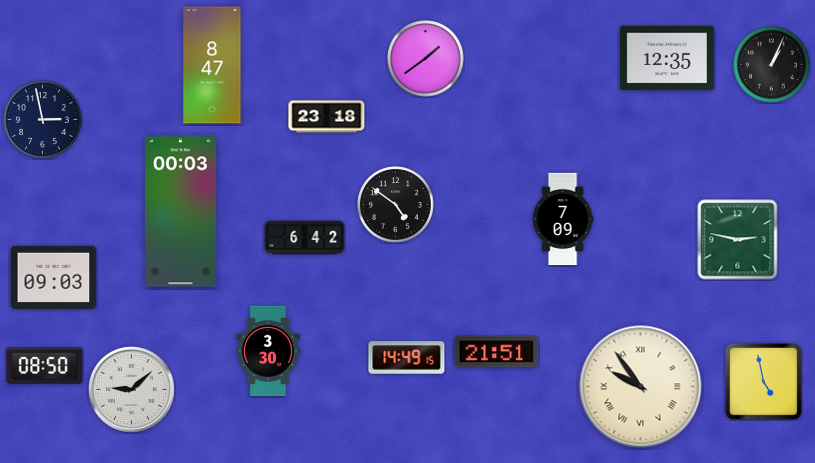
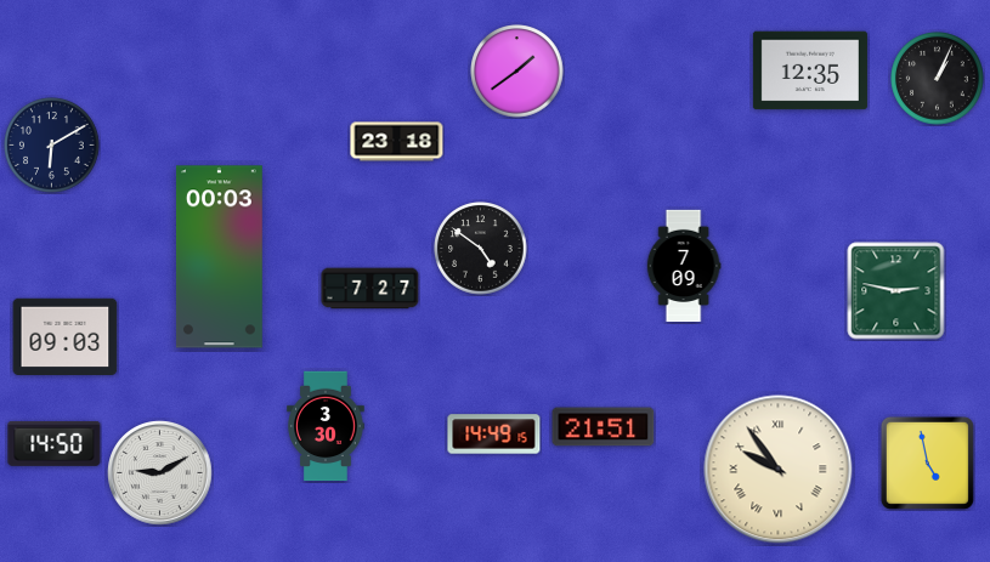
clock at (212, 65): 8:47 -> none
clock at (43, 120): 2:58 -> 6:10
clock at (305, 238): 6:42 -> 7:27
clock at (45, 365): 08:50 -> 14:50
clock at (132, 390): 9:08 -> 9:10
